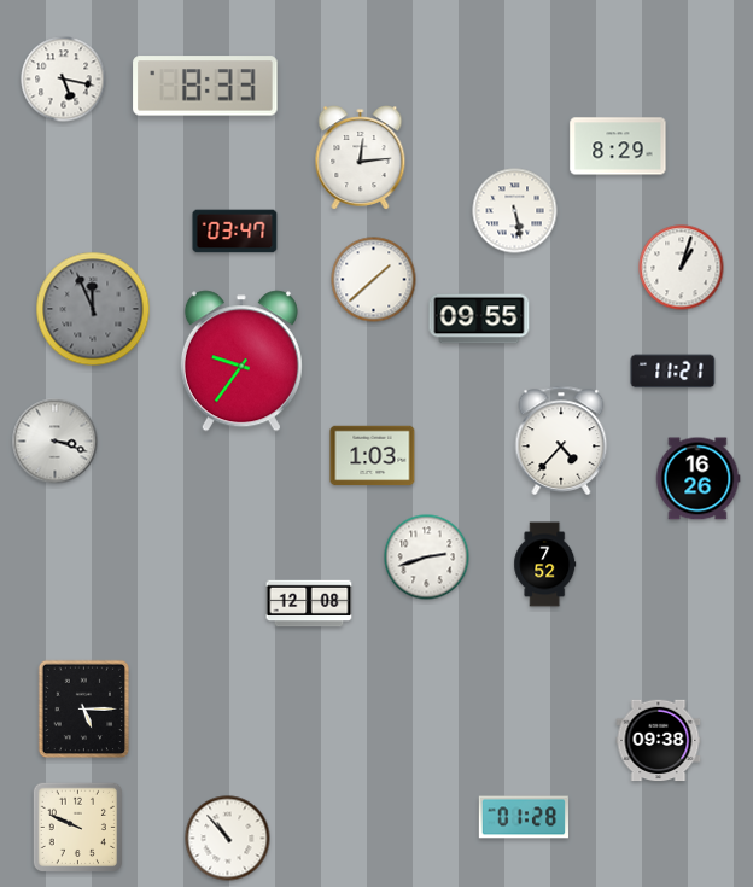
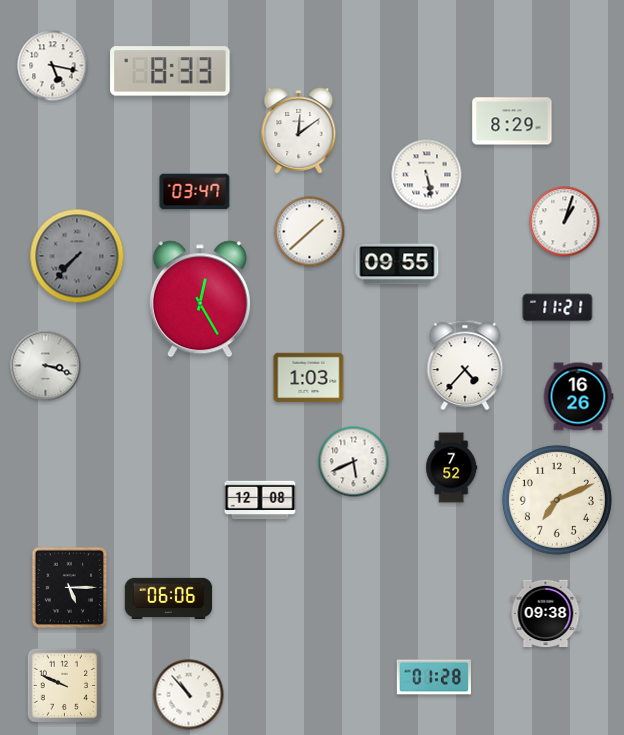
clock at (361, 158): 12:14 -> 12:09
clock at (93, 309): 11:56 -> 7:37
clock at (241, 361): 9:36 -> 12:25
clock at (427, 558): 2:42 -> 5:41
clock at (309, 603) position: (309, 603) -> (260, 500)
clock at (557, 500): none -> 7:11
clock at (169, 598): none -> 06:06
